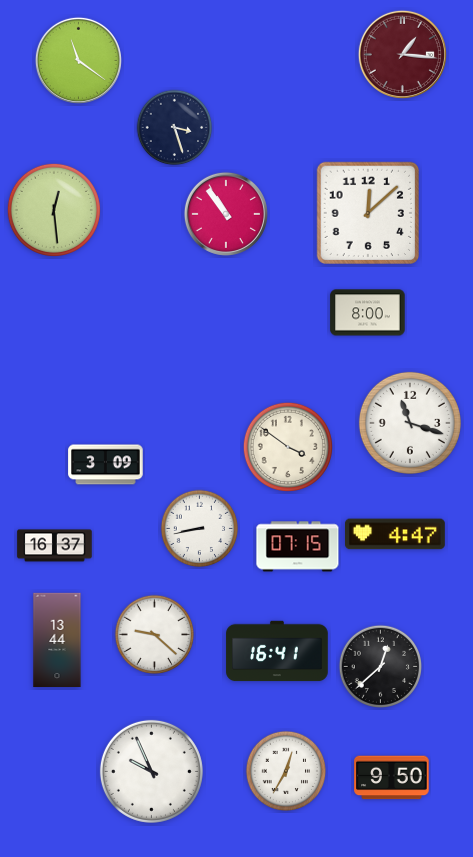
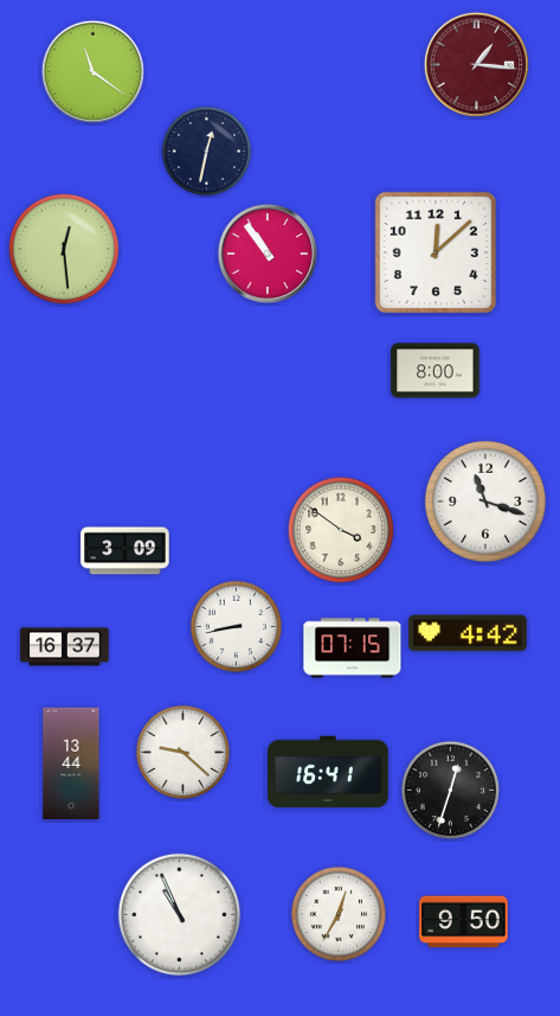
clock at (175, 128): 3:27 -> 12:32
clock at (396, 534): 4:47 -> 4:42
clock at (57, 640) position: (57, 640) -> (71, 763)
clock at (381, 667): 12:38 -> 12:33
clock at (151, 771): 9:56 -> 10:56
